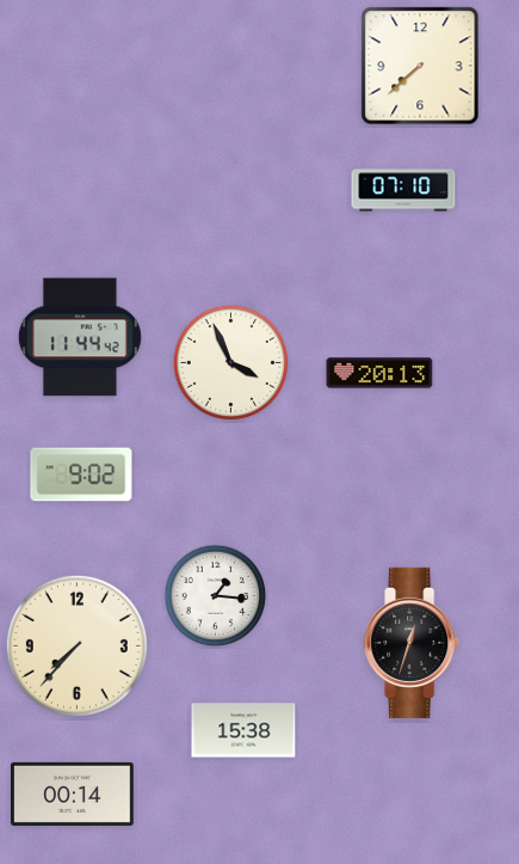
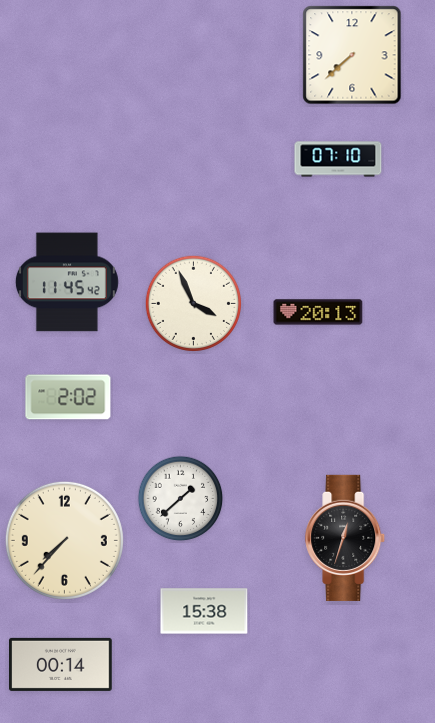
clock at (80, 337): 11:44 -> 11:45
clock at (81, 474): 9:02 -> 2:02
clock at (216, 596): 1:16 -> 1:38
